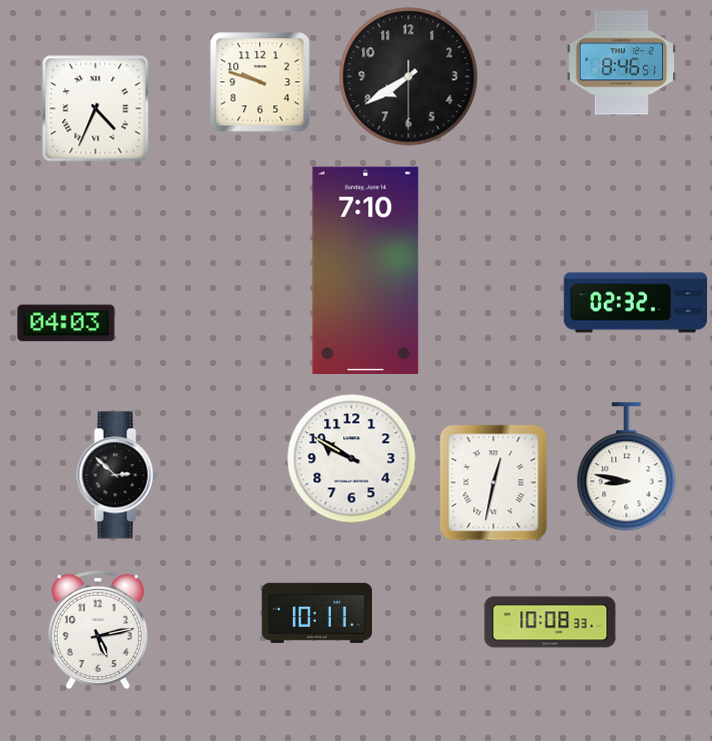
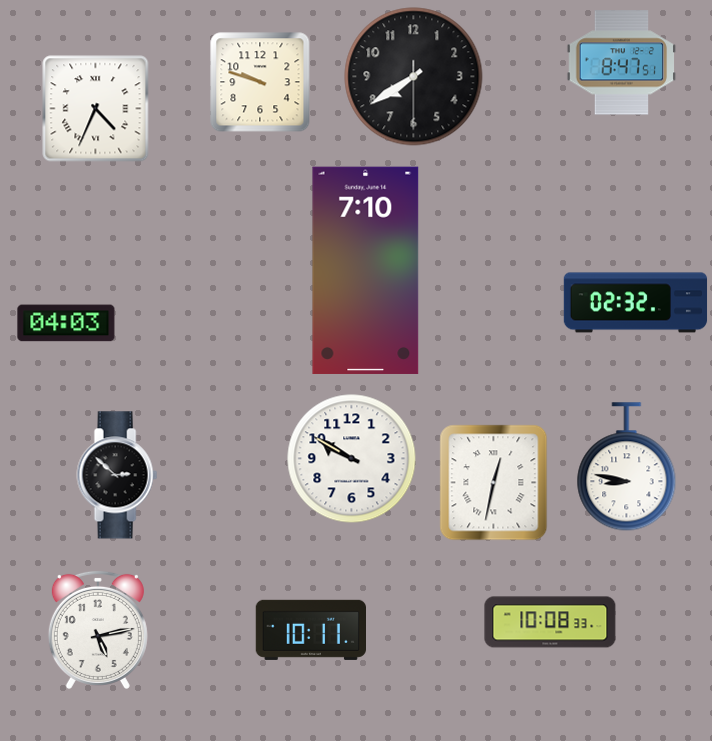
clock at (622, 63): 8:46 -> 8:47
clock at (409, 77) position: (409, 77) -> (414, 77)
clock at (316, 613) position: (316, 613) -> (310, 630)
